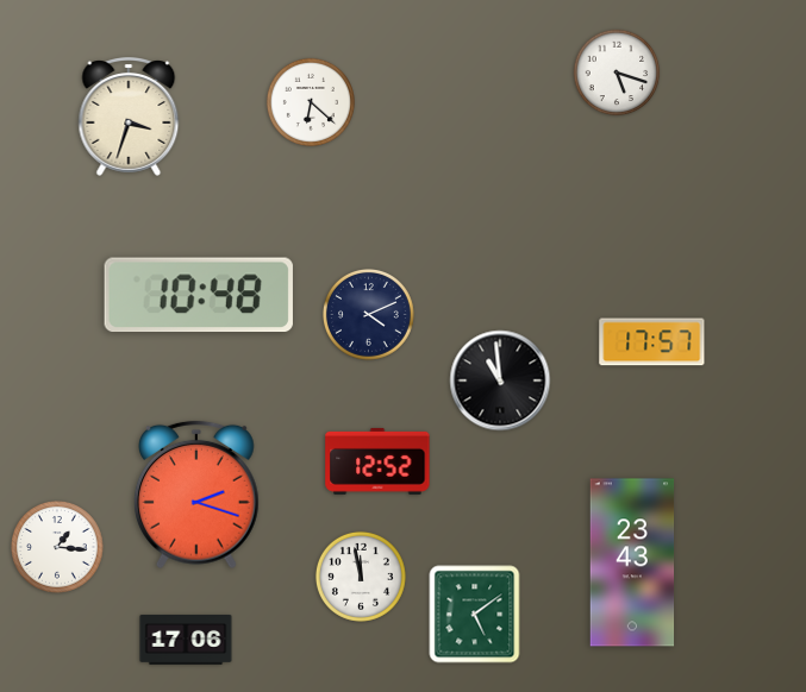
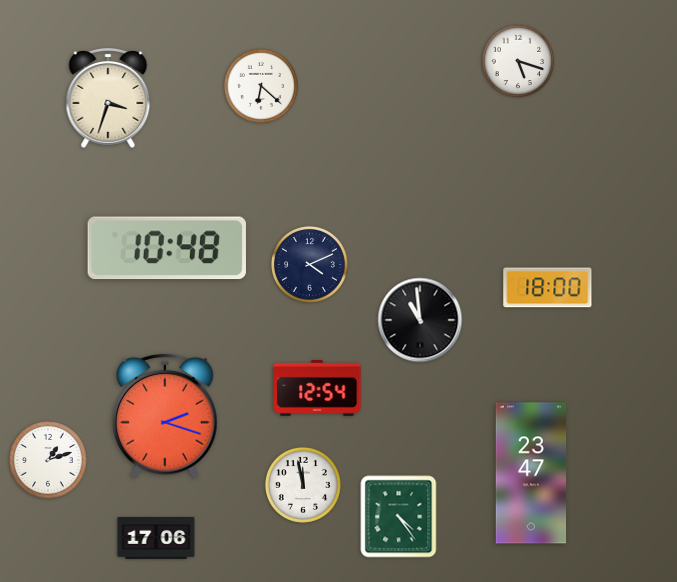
clock at (652, 342): 17:57 -> 18:00
clock at (377, 461): 12:52 -> 12:54
clock at (58, 548): 1:16 -> 1:12
clock at (632, 562): 23:43 -> 23:47
clock at (475, 615): 5:09 -> 4:24
